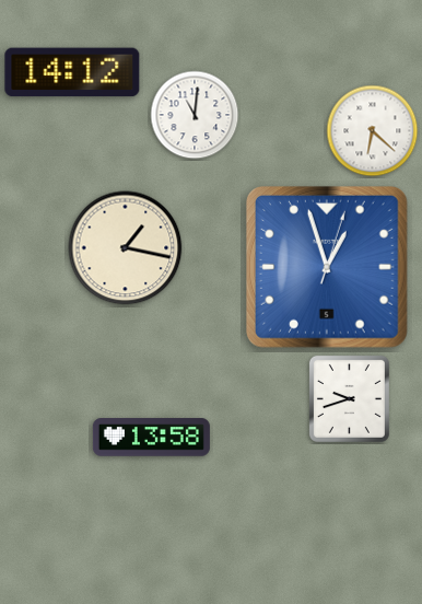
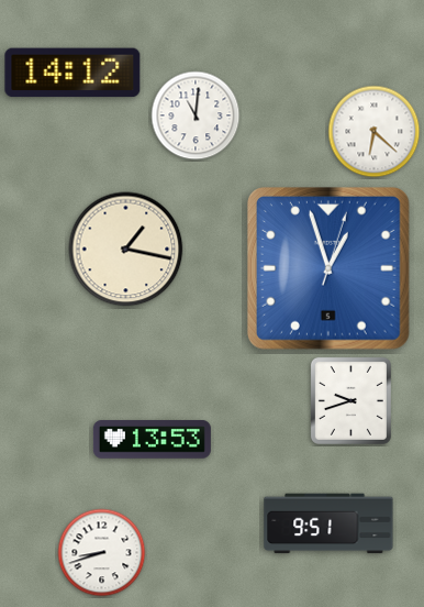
clock at (151, 438): 13:58 -> 13:53
clock at (328, 523): none -> 9:51
clock at (102, 553): none -> 8:42
